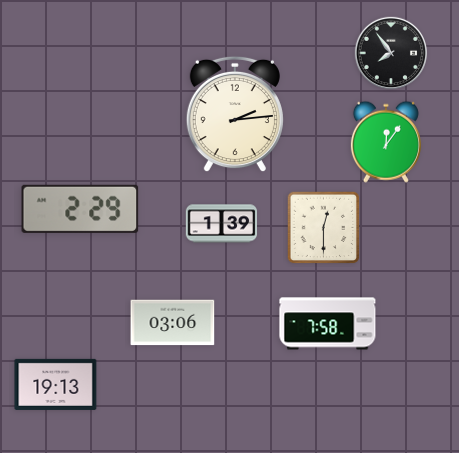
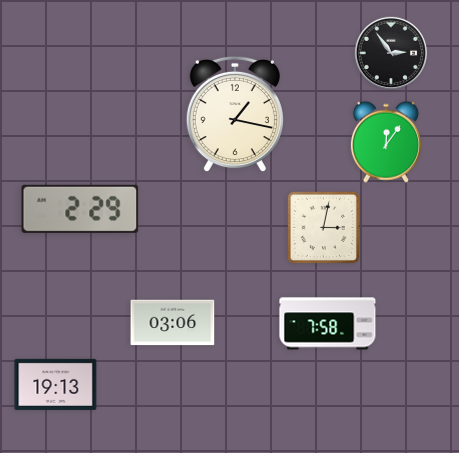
clock at (391, 53): 7:54 -> 2:54
clock at (235, 114): 2:14 -> 1:17
clock at (222, 224): 1:39 -> none
clock at (324, 228): 12:30 -> 3:02
